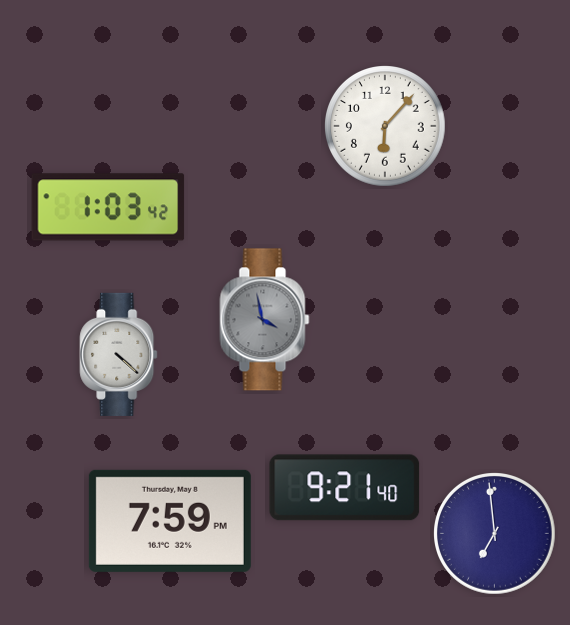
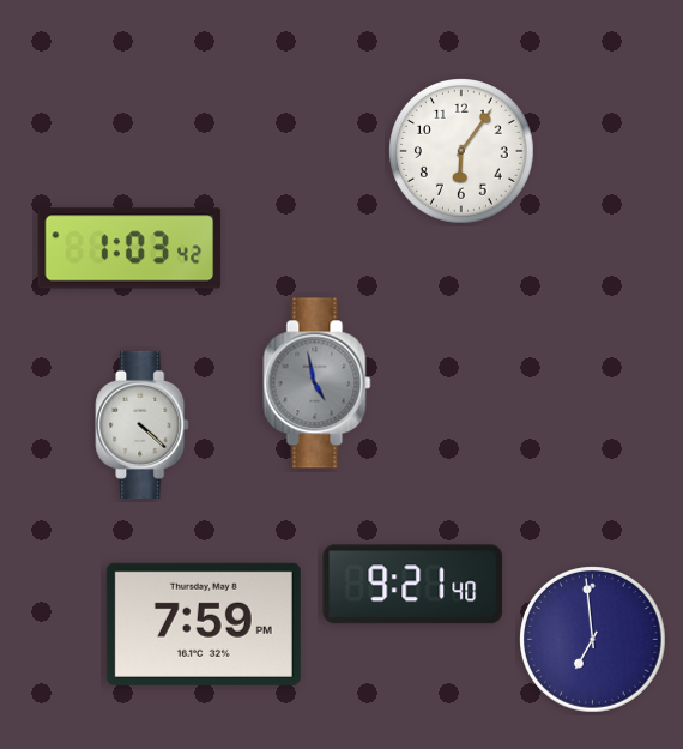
clock at (386, 127): 6:07 -> 6:06
clock at (265, 320): 3:58 -> 4:58
